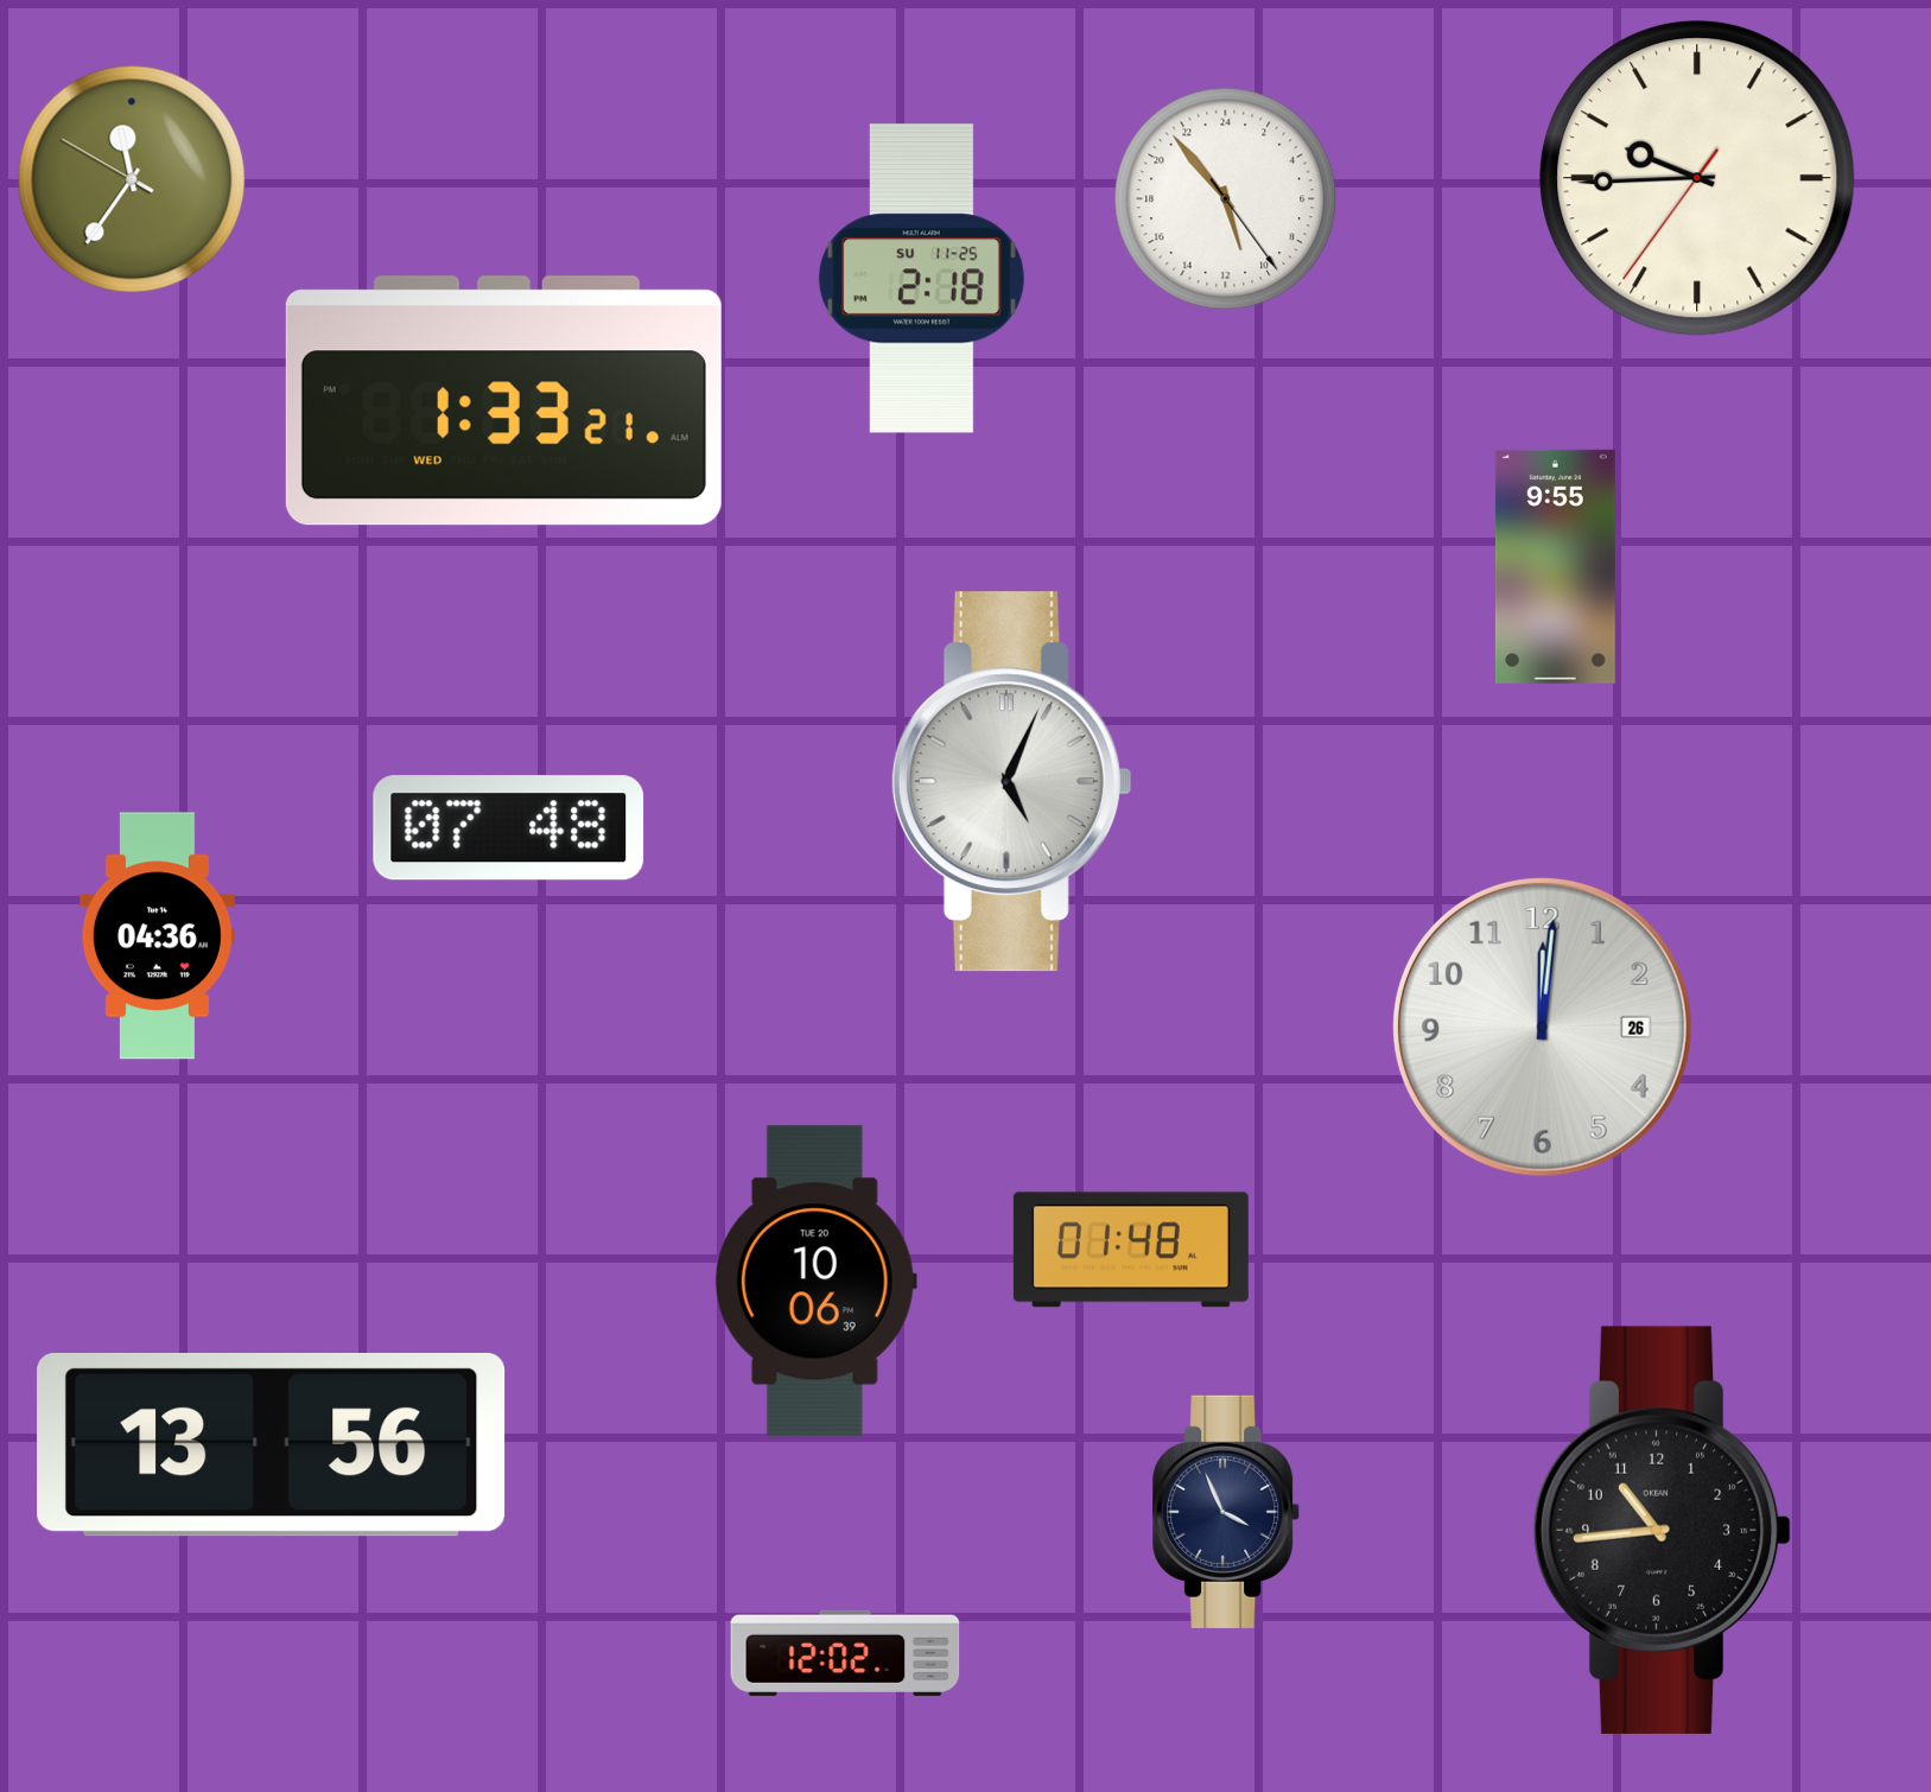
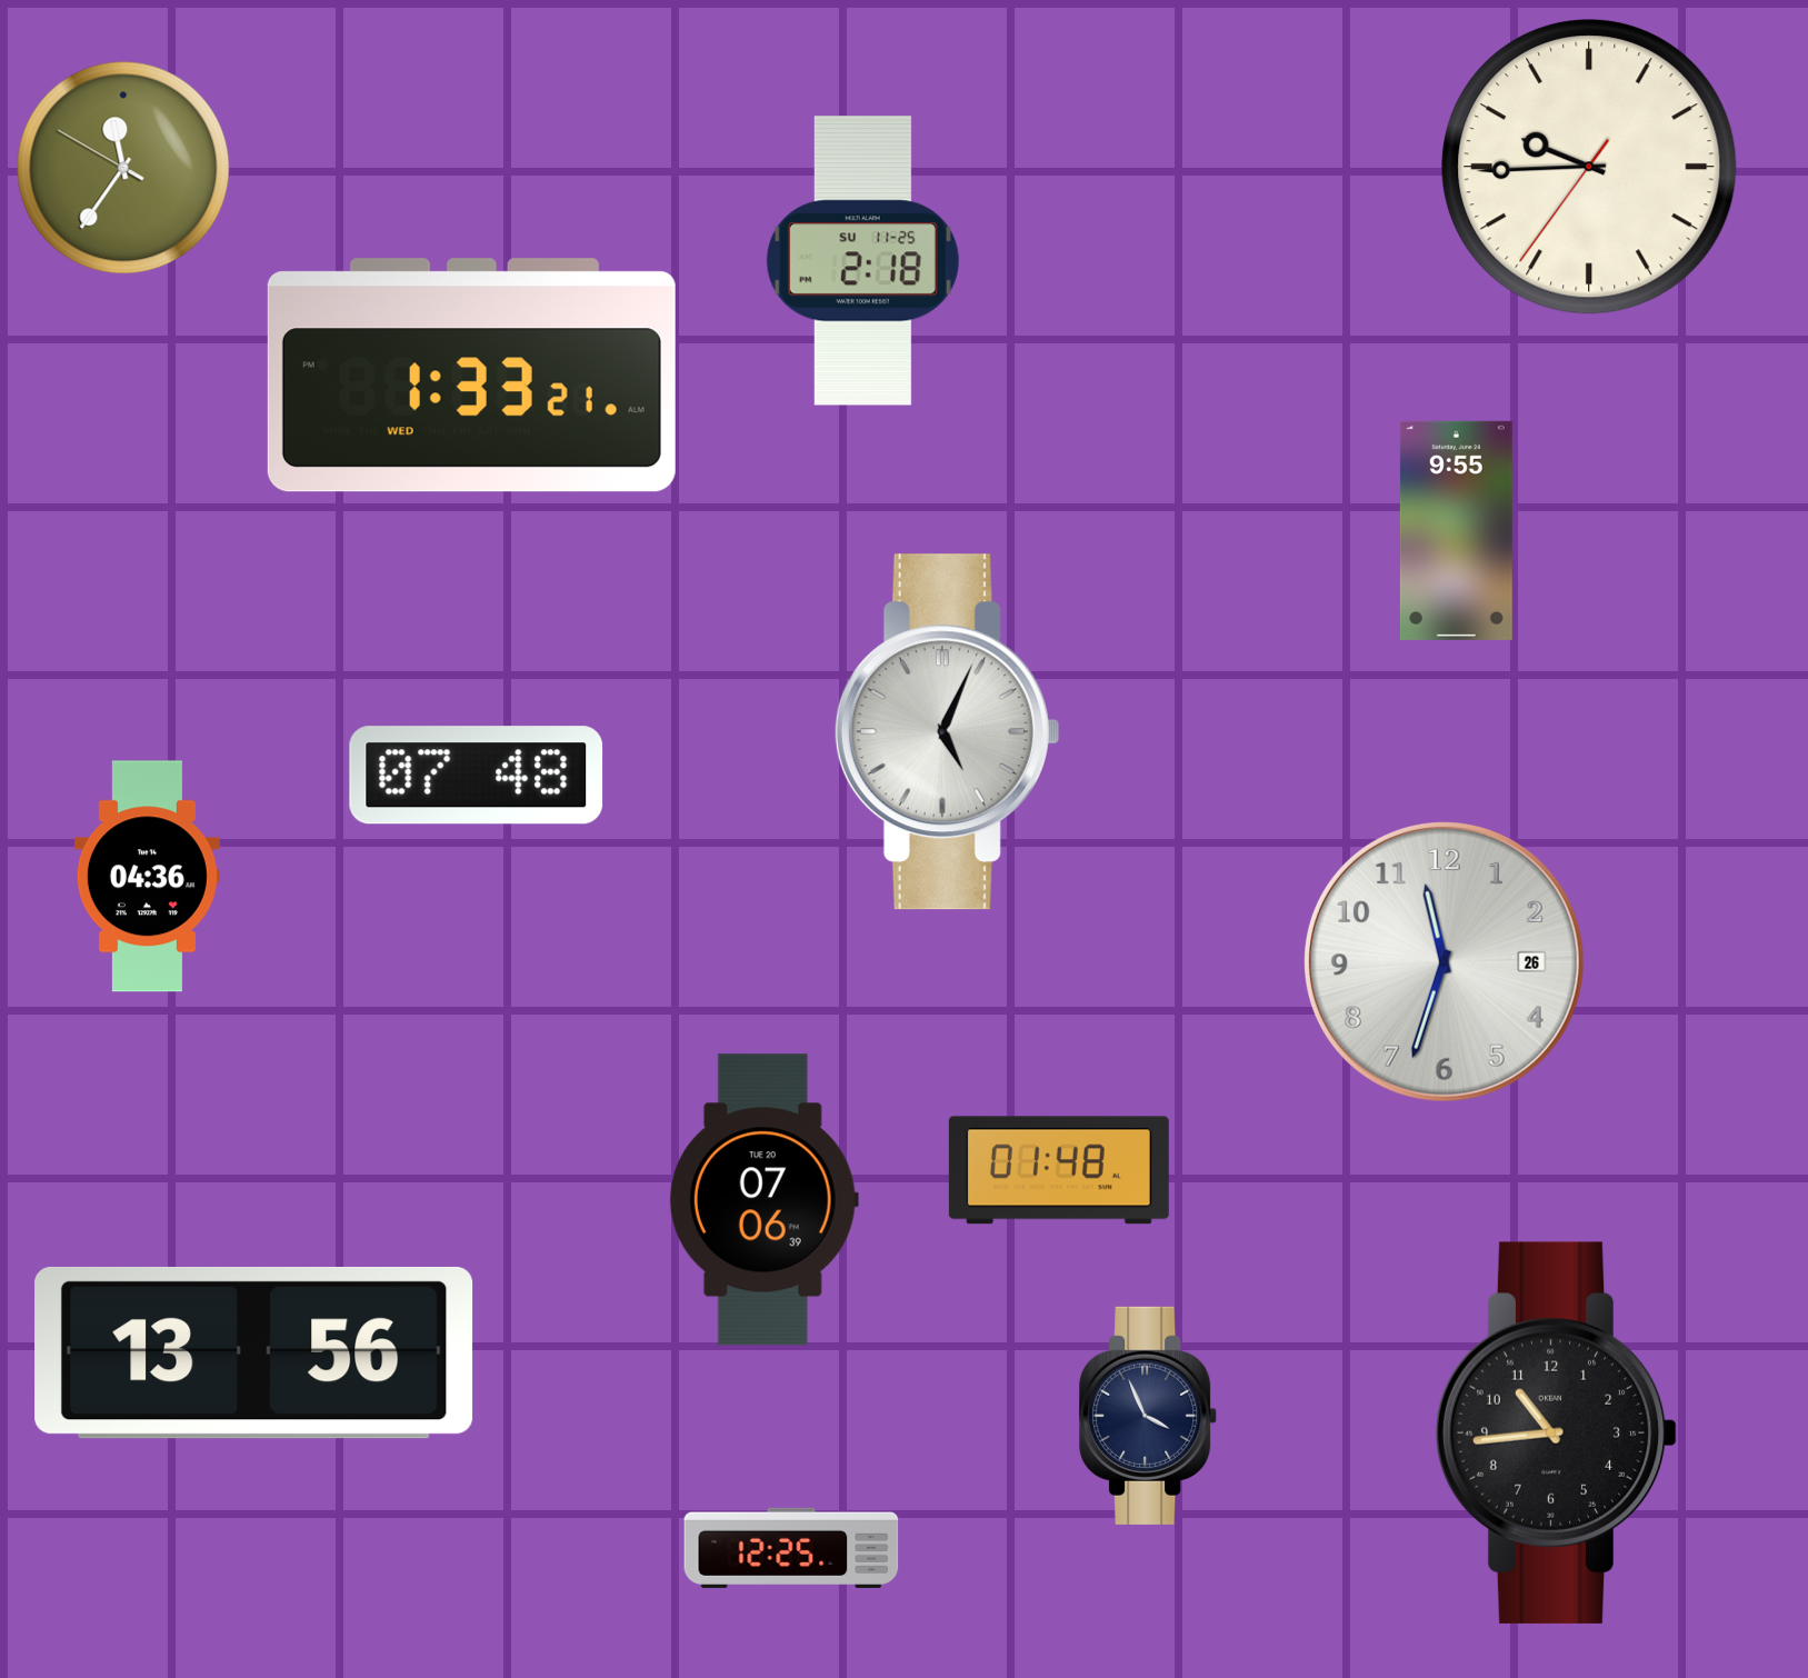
clock at (1226, 199): 10:53 -> none
clock at (1542, 1027): 12:01 -> 11:33
clock at (815, 1282): 10:06 -> 07:06
clock at (845, 1653): 12:02 -> 12:25
